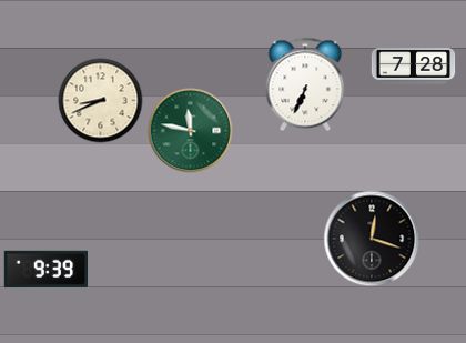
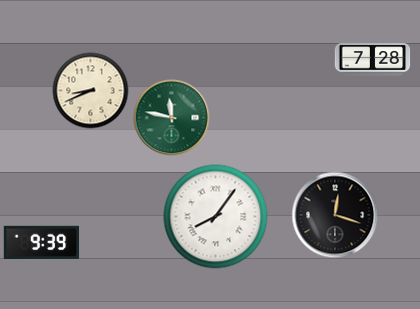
clock at (305, 84): 6:34 -> none
clock at (216, 217): none -> 8:06
